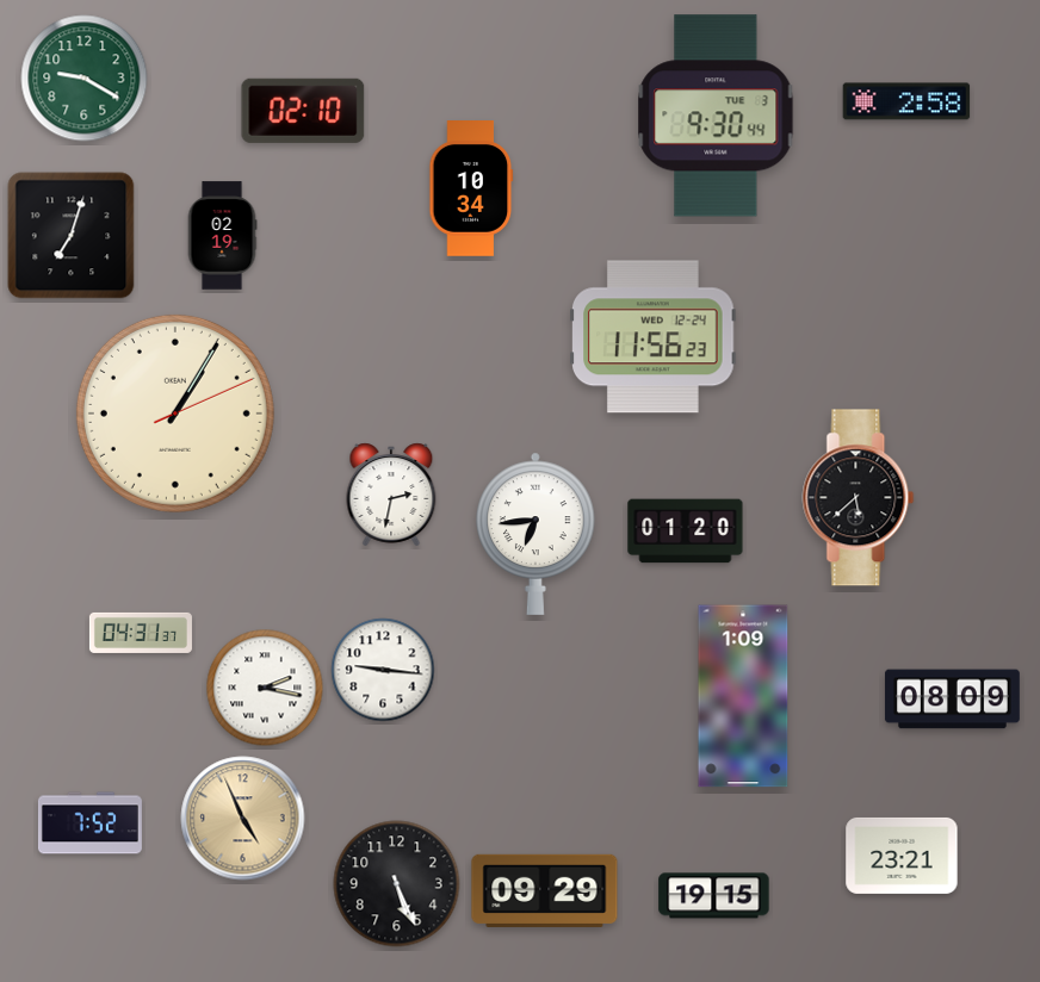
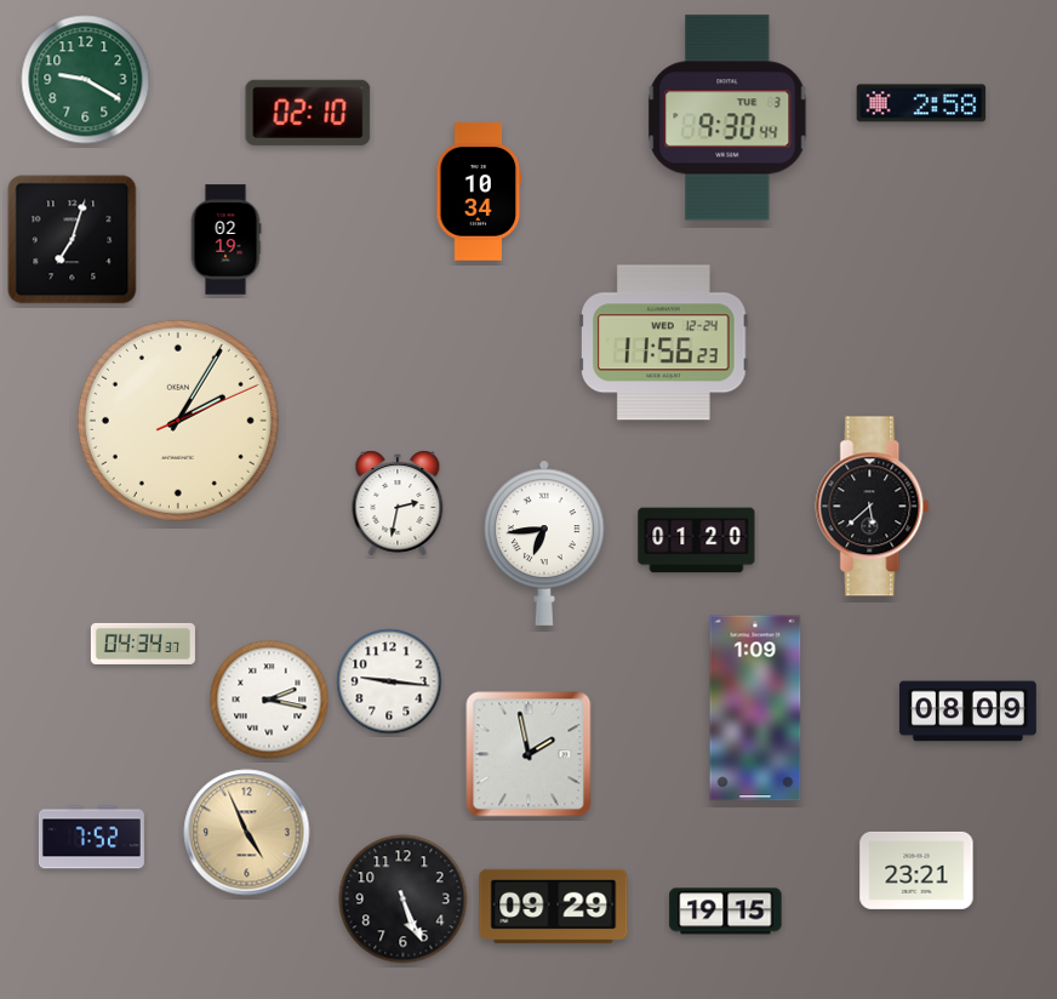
clock at (175, 414): 1:05 -> 2:05
clock at (141, 633): 04:31 -> 04:34
clock at (528, 754): none -> 1:58
